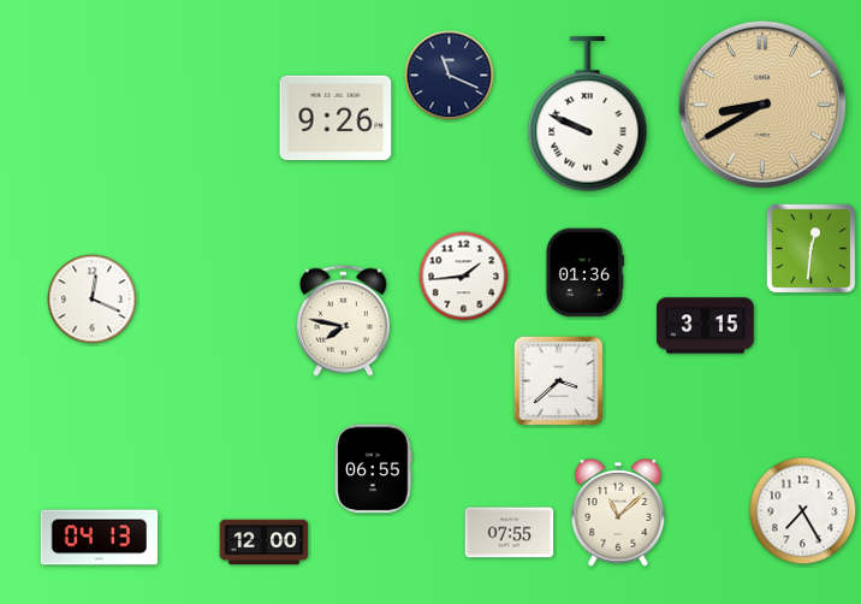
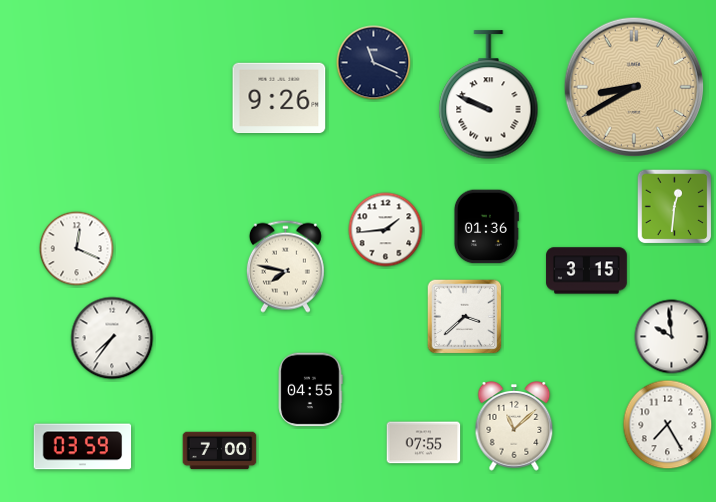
clock at (672, 337): none -> 9:59
clock at (112, 338): none -> 7:36
clock at (373, 469): 06:55 -> 04:55
clock at (100, 538): 04:13 -> 03:59
clock at (265, 543): 12:00 -> 7:00
